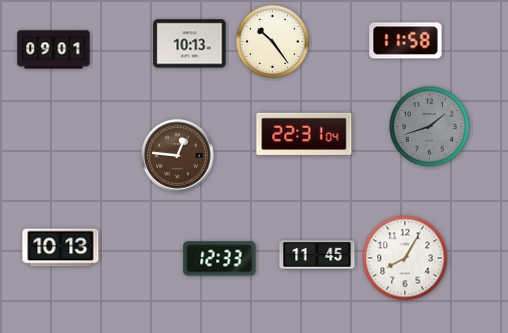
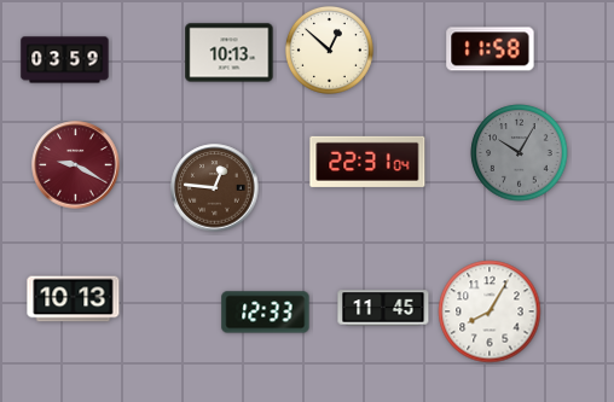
clock at (272, 41): 10:24 -> 12:52
clock at (54, 50): 09:01 -> 03:59
clock at (430, 127): 1:42 -> 10:05
clock at (76, 165): none -> 9:20
